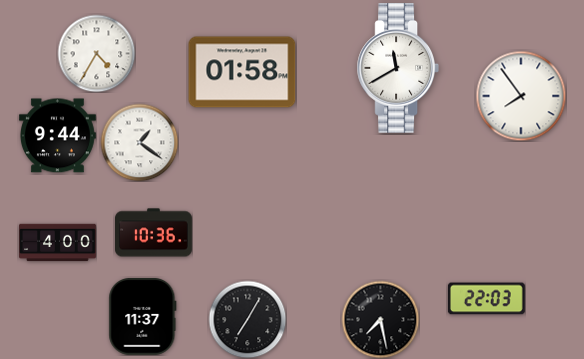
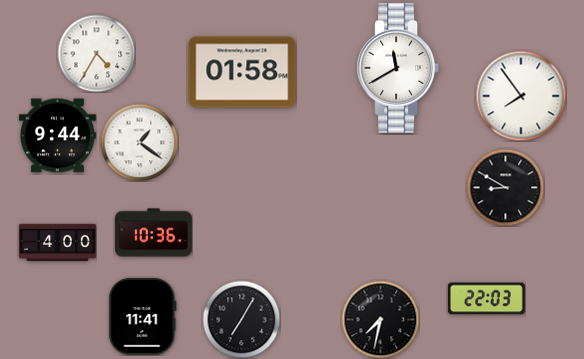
clock at (505, 187): none -> 8:50
clock at (143, 316): 11:37 -> 11:41
clock at (247, 319) position: (247, 319) -> (241, 319)
clock at (380, 319): 7:28 -> 7:32
